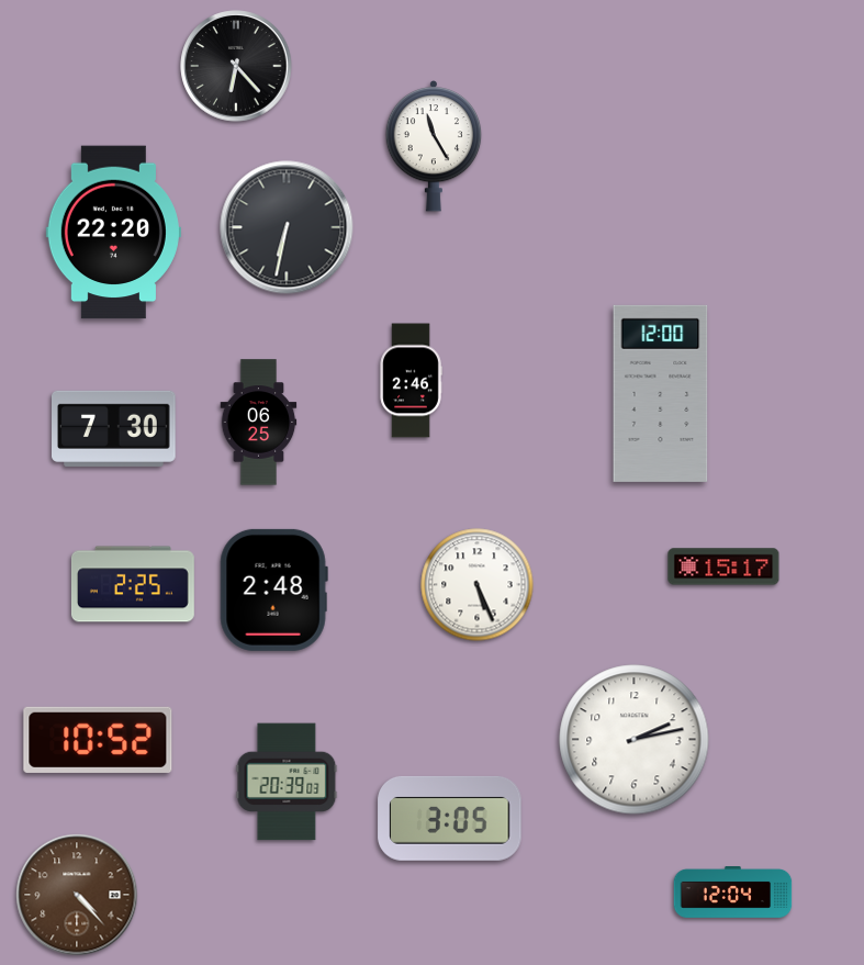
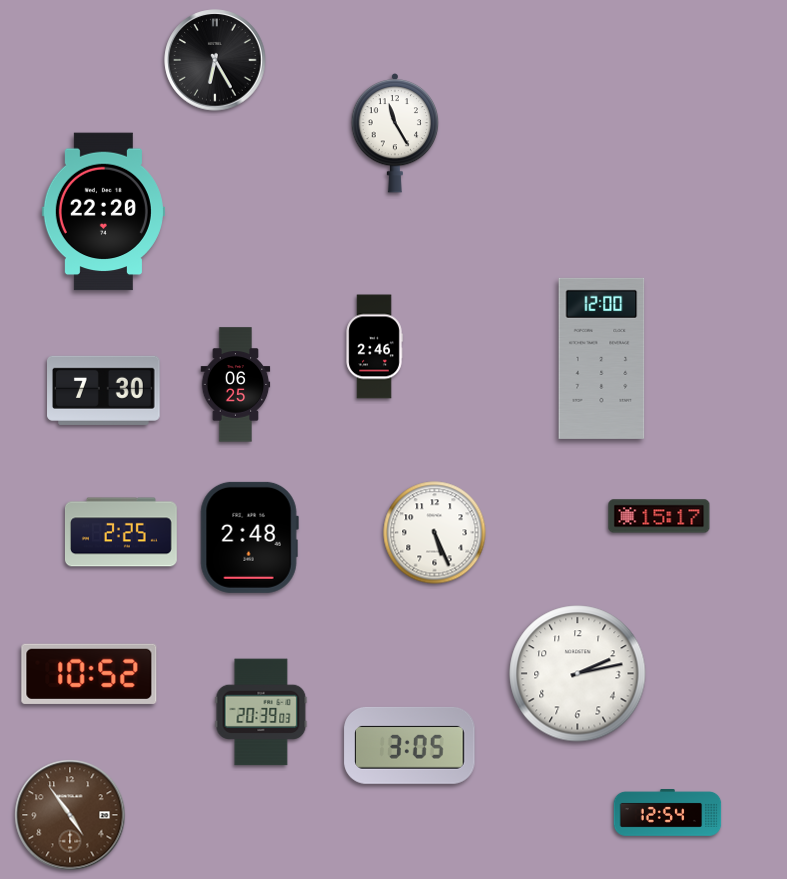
clock at (236, 66): 6:23 -> 6:25
clock at (287, 227): 6:32 -> none
clock at (733, 893): 12:04 -> 12:54
clock at (77, 895): 4:23 -> 4:54
